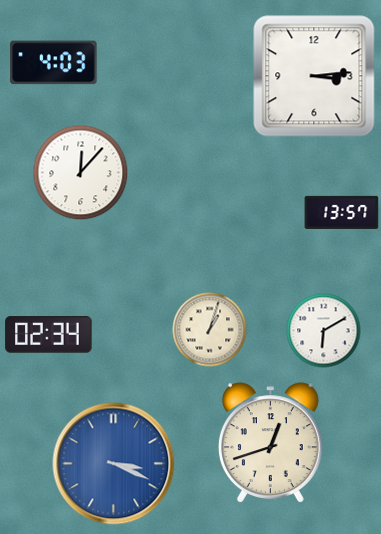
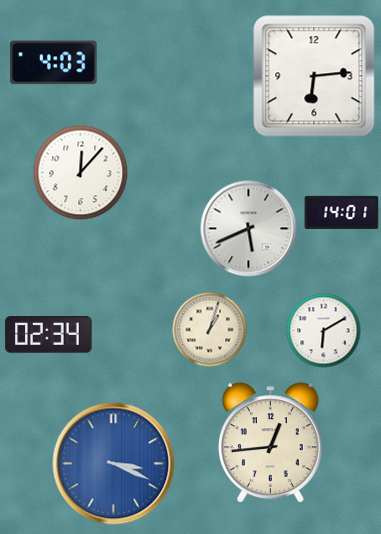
clock at (314, 76): 3:14 -> 6:14
clock at (342, 212): 13:57 -> 14:01
clock at (249, 229): none -> 5:41
clock at (270, 443): 12:42 -> 12:44
